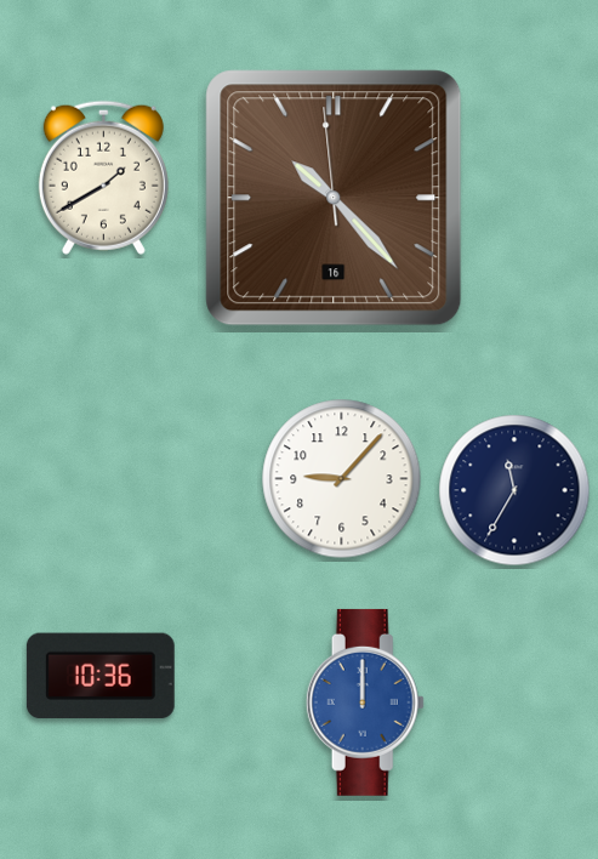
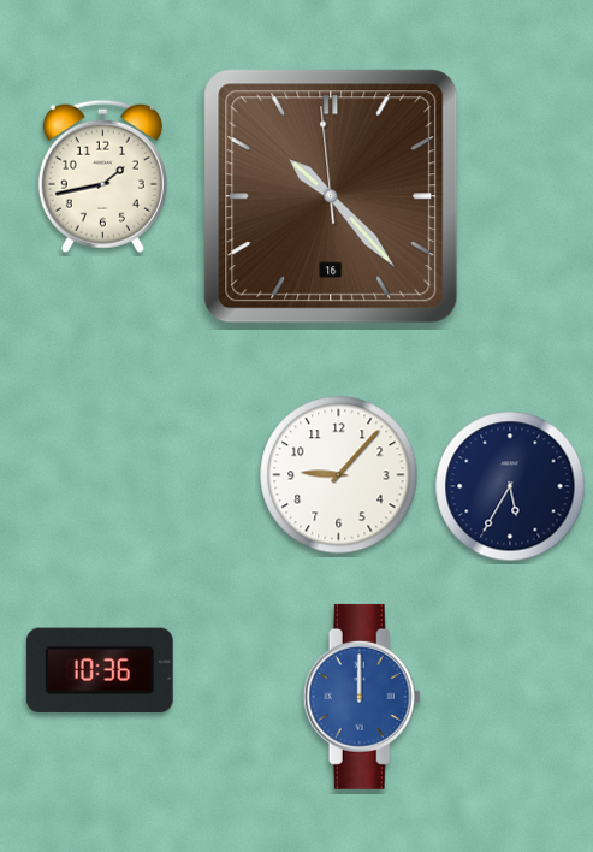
clock at (103, 177): 1:40 -> 1:43
clock at (514, 490): 11:35 -> 5:35
